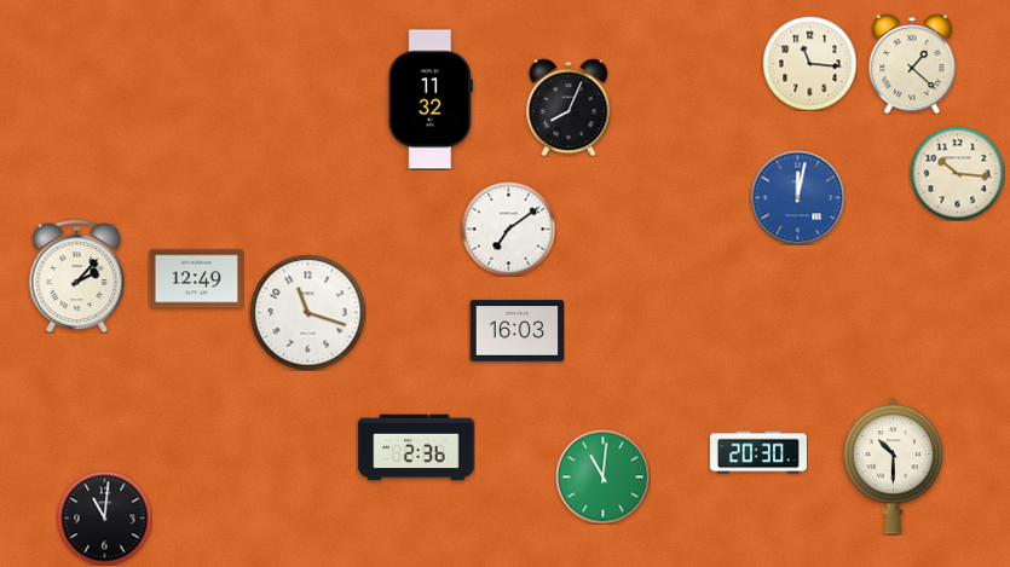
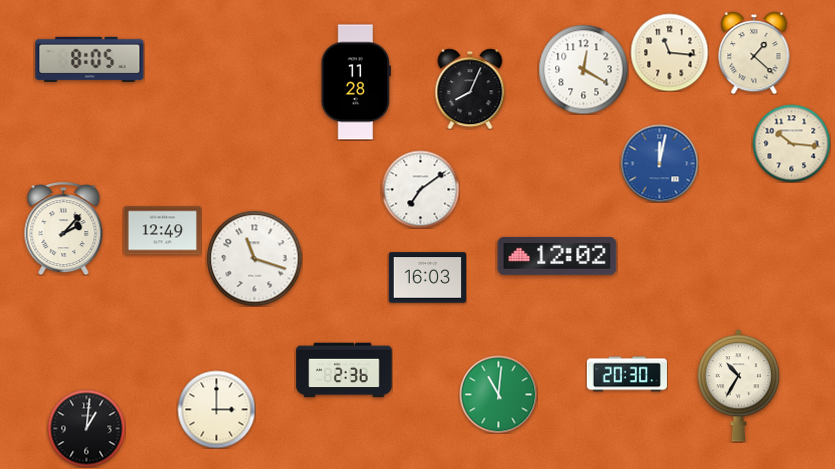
clock at (90, 59): none -> 8:05
clock at (583, 69): none -> 12:20
clock at (431, 99): 11:32 -> 11:28
clock at (557, 256): none -> 12:02
clock at (516, 331) position: (516, 331) -> (427, 278)
clock at (893, 467): 10:30 -> 10:35
clock at (216, 409): none -> 3:00
clock at (104, 517): 11:01 -> 1:01
